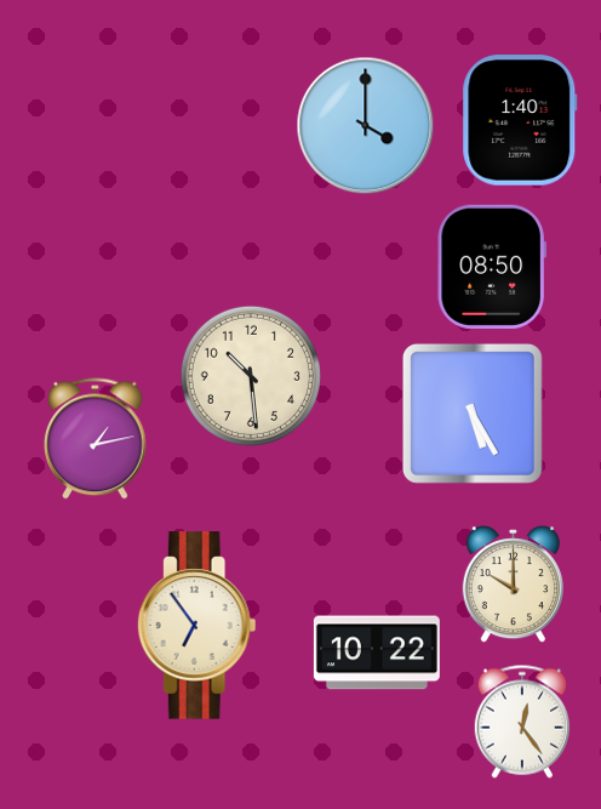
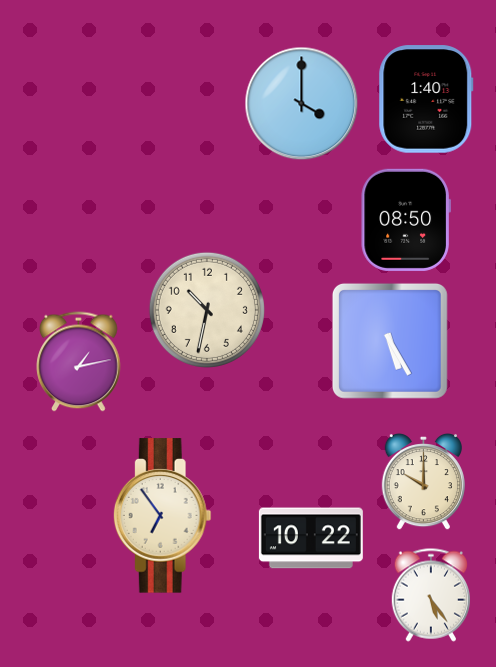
clock at (520, 120) position: (520, 120) -> (426, 99)
clock at (251, 376): 10:29 -> 10:32
clock at (521, 722): 12:24 -> 5:24
